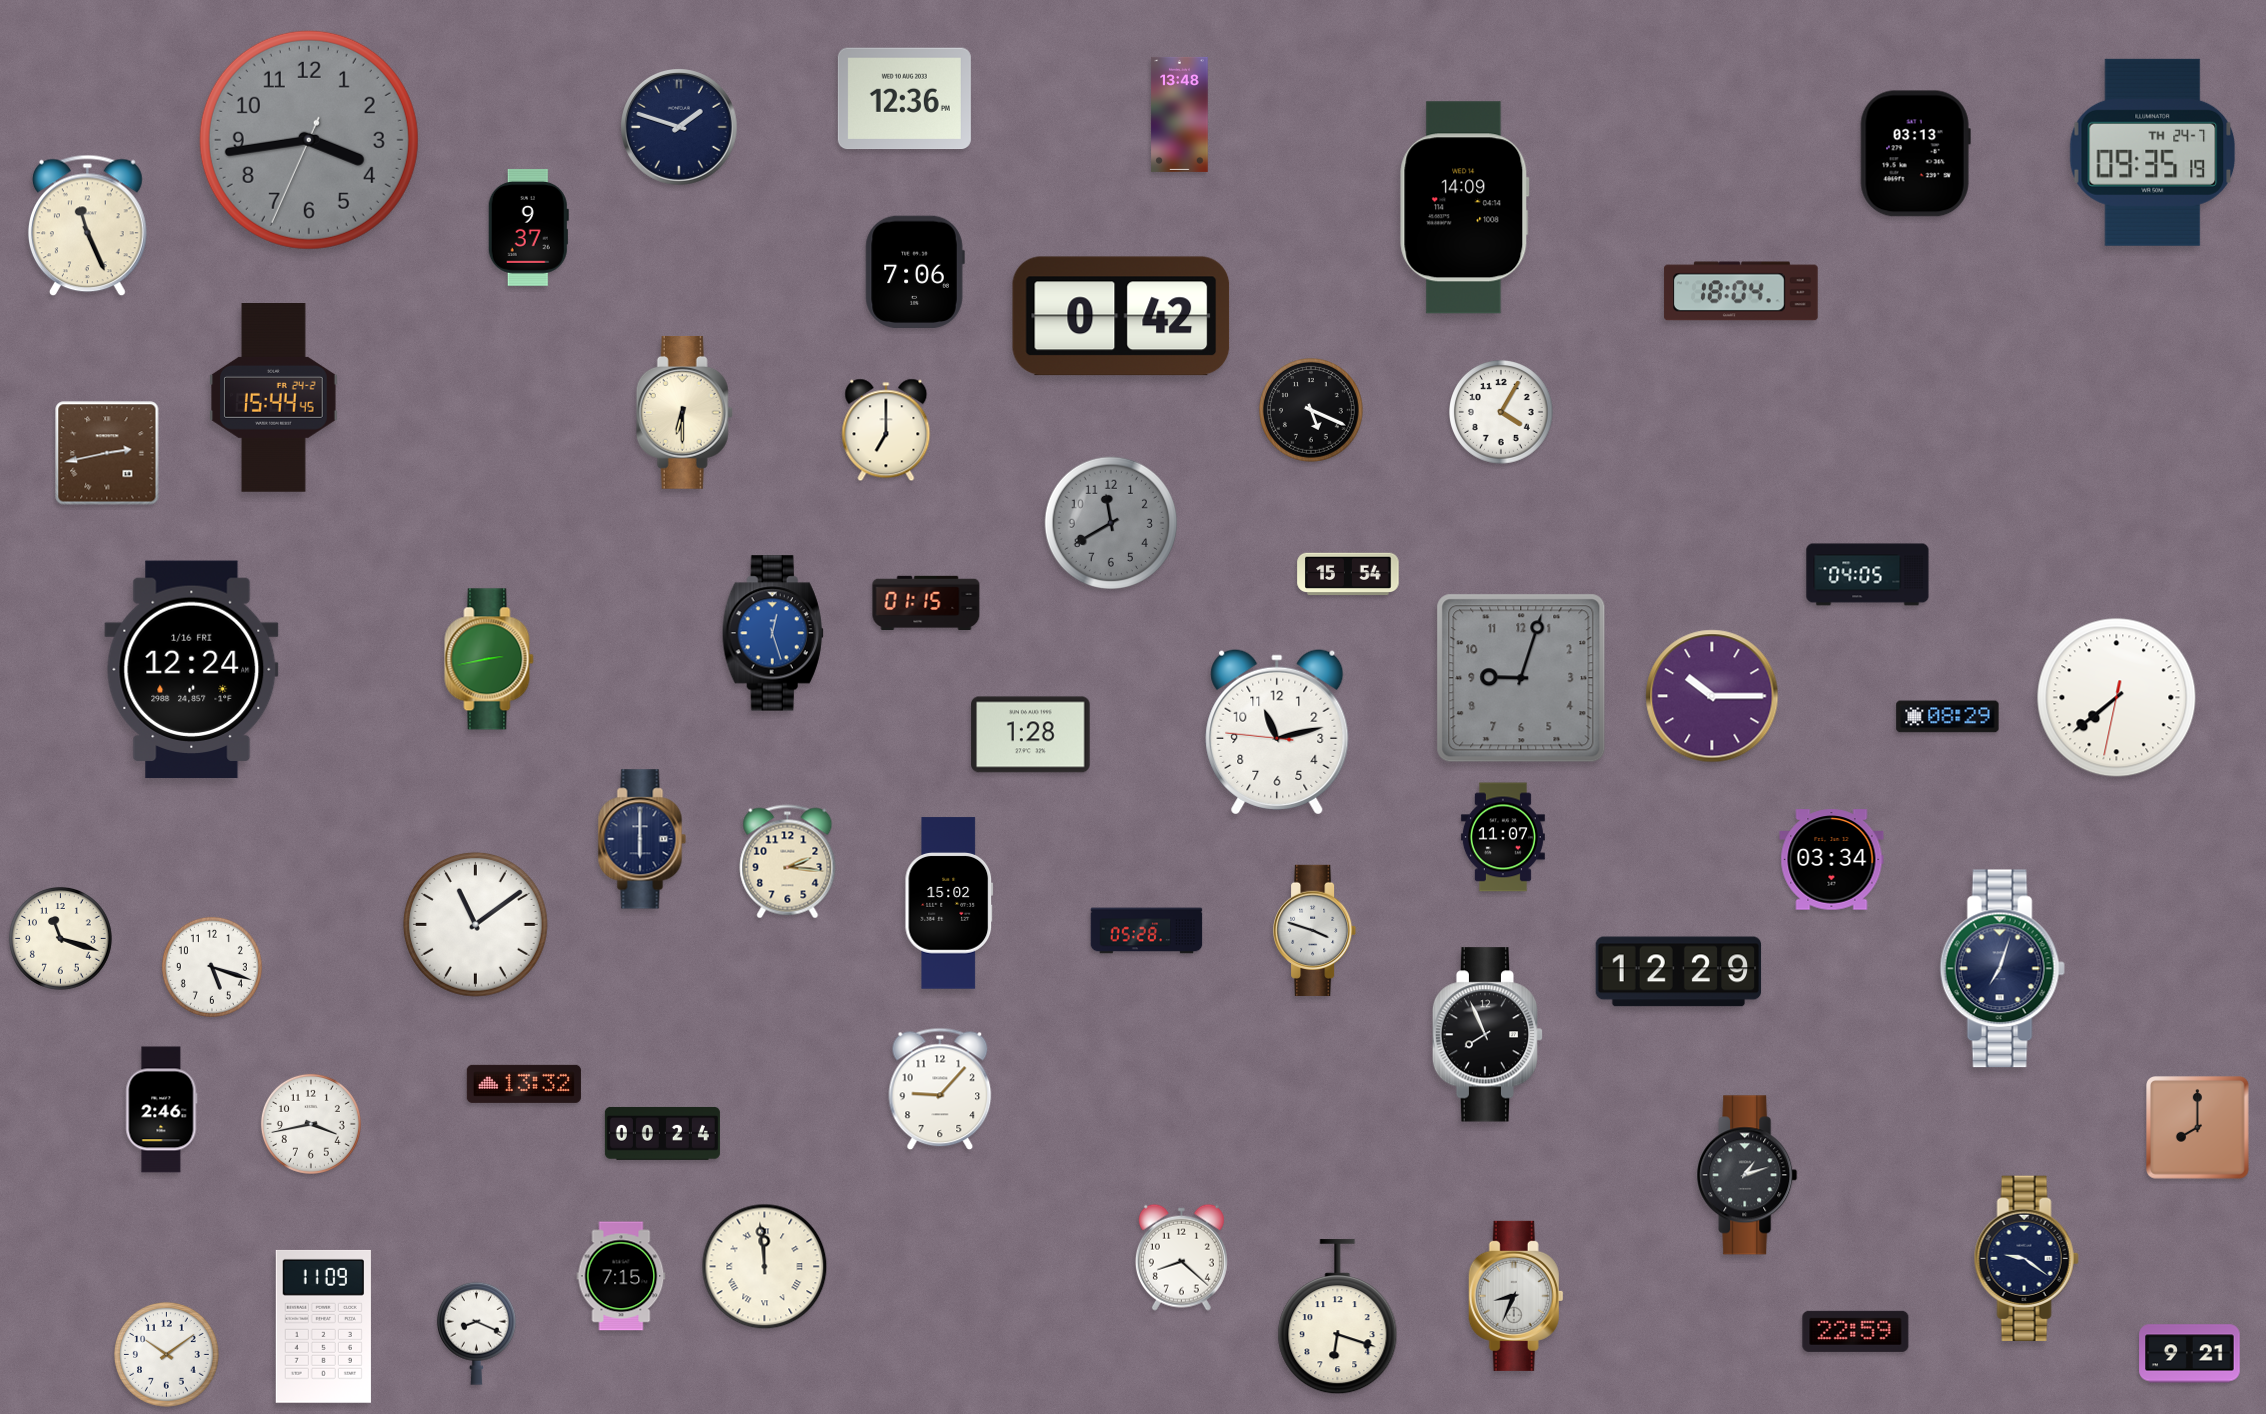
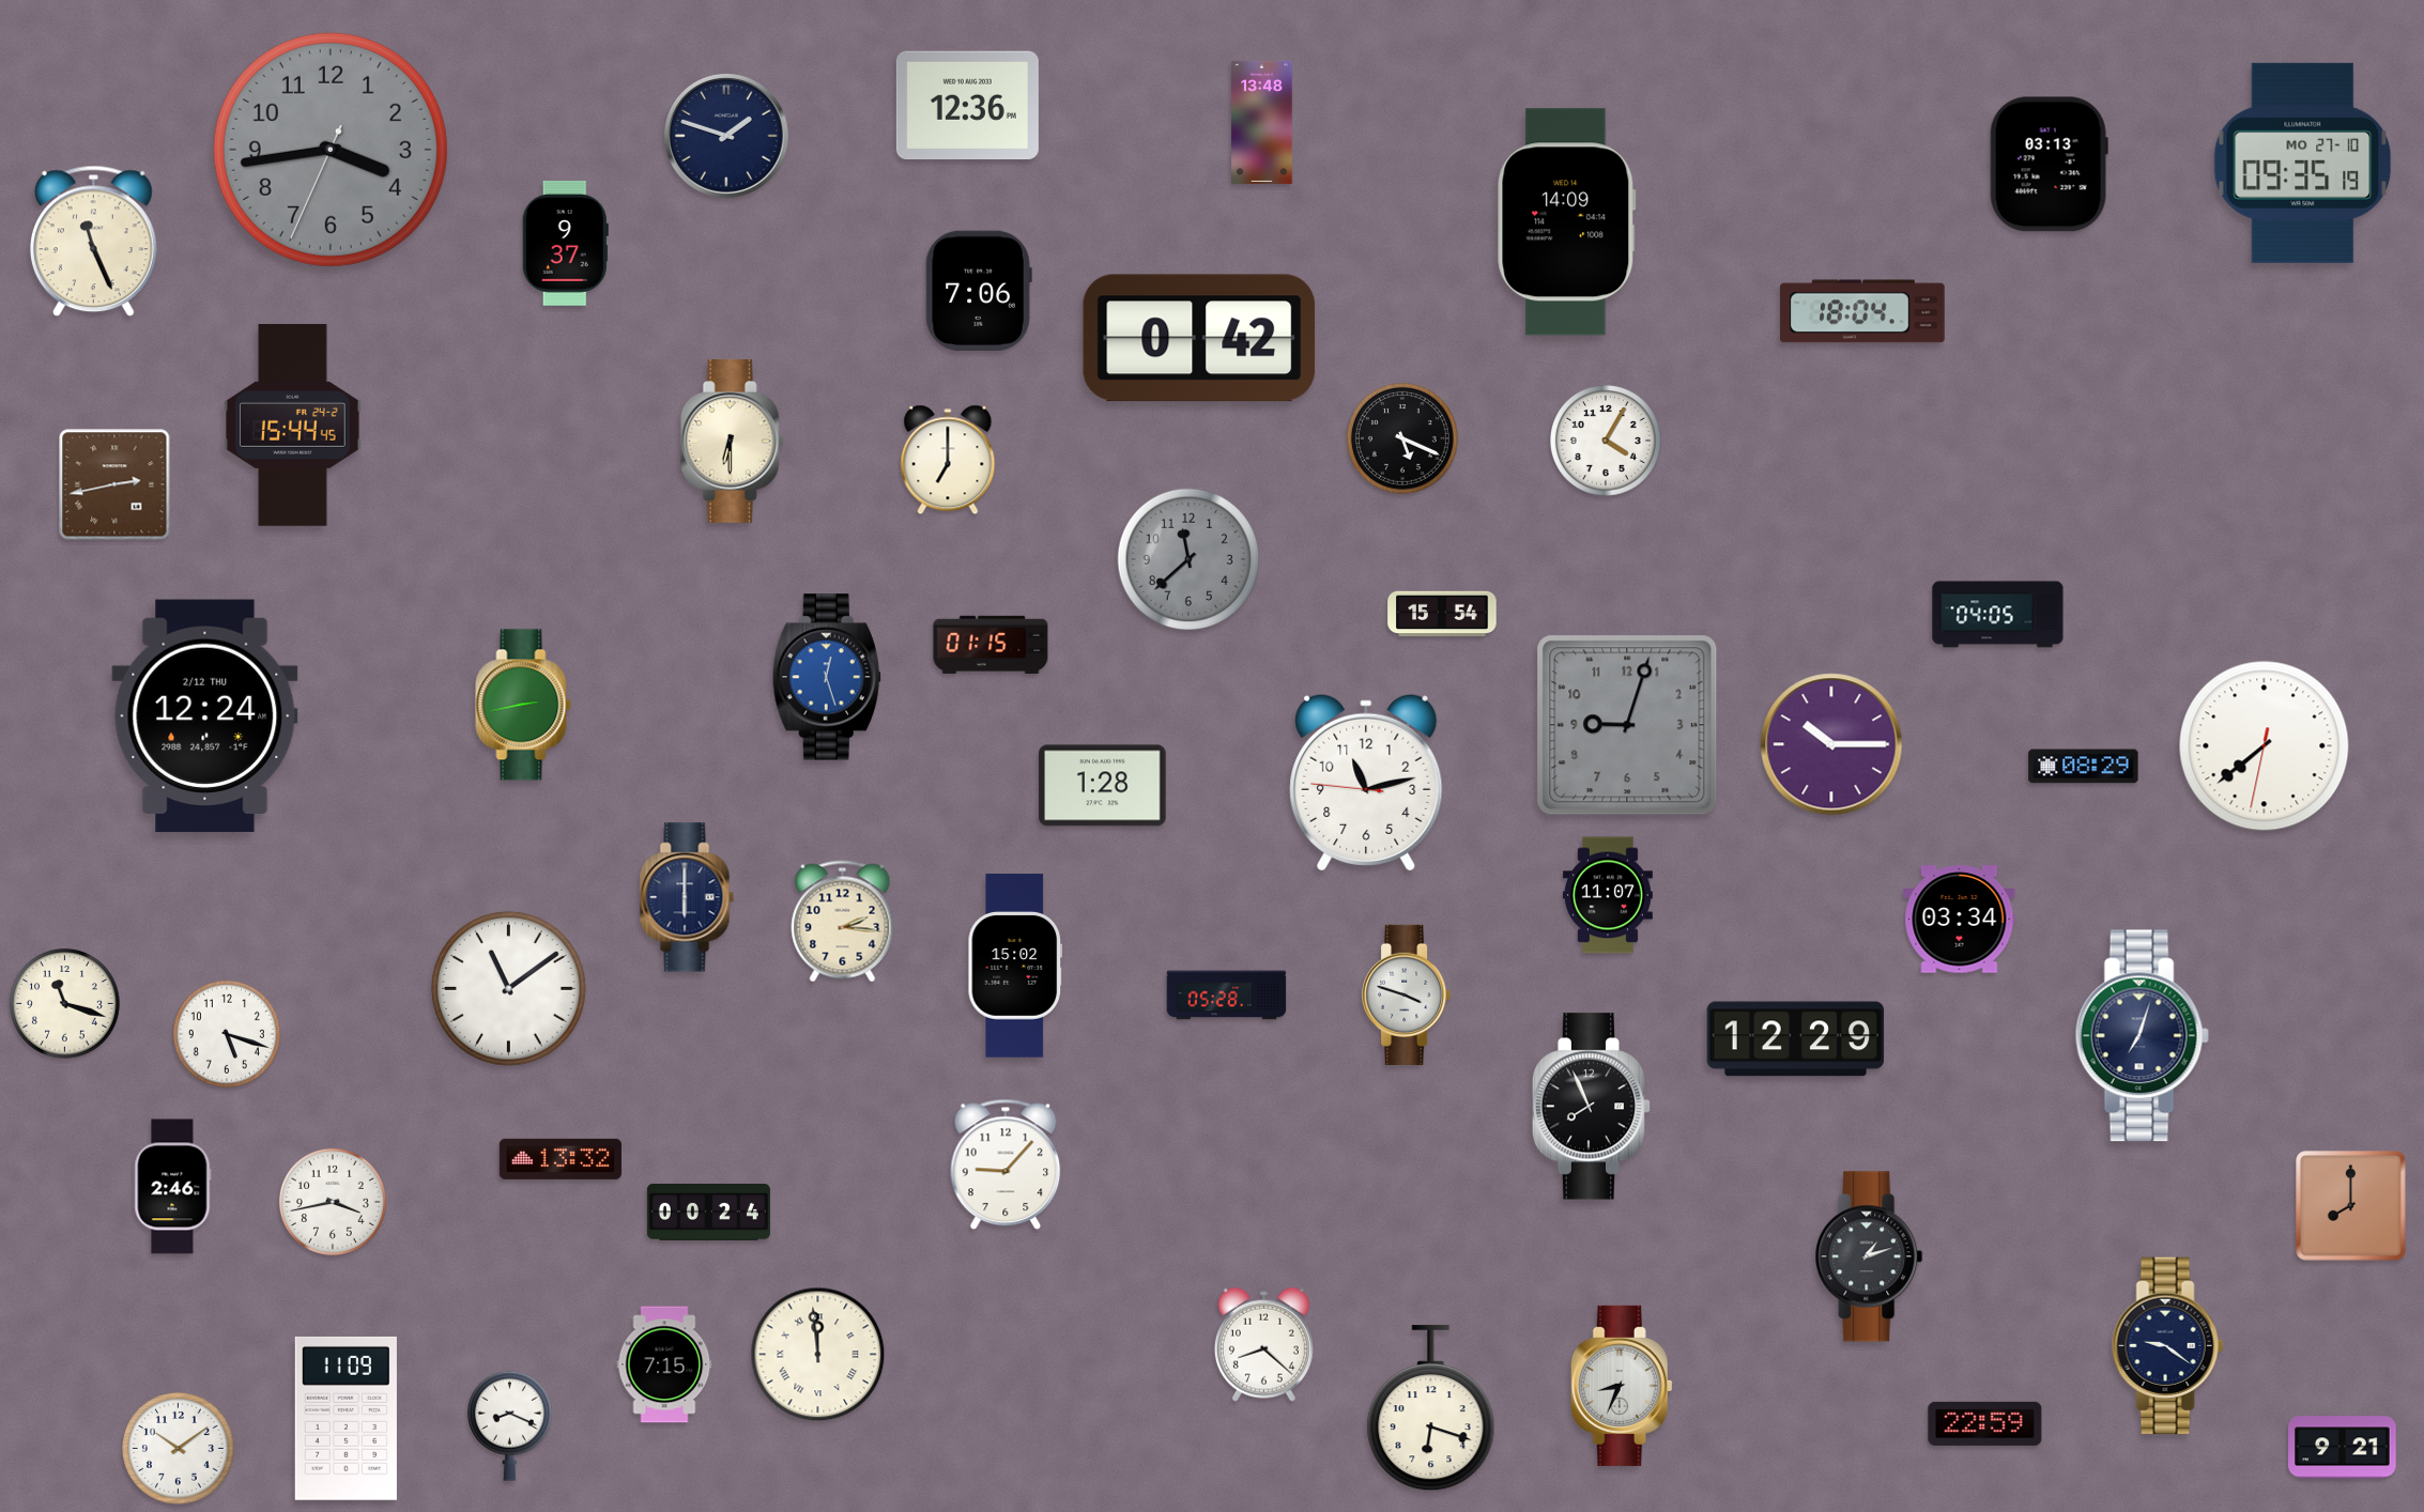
clock at (2153, 152) date: TH 24-7 -> MO 27-10
clock at (1110, 522): 11:40 -> 11:38
clock at (192, 670) date: 1/16 FRI -> 2/12 THU
